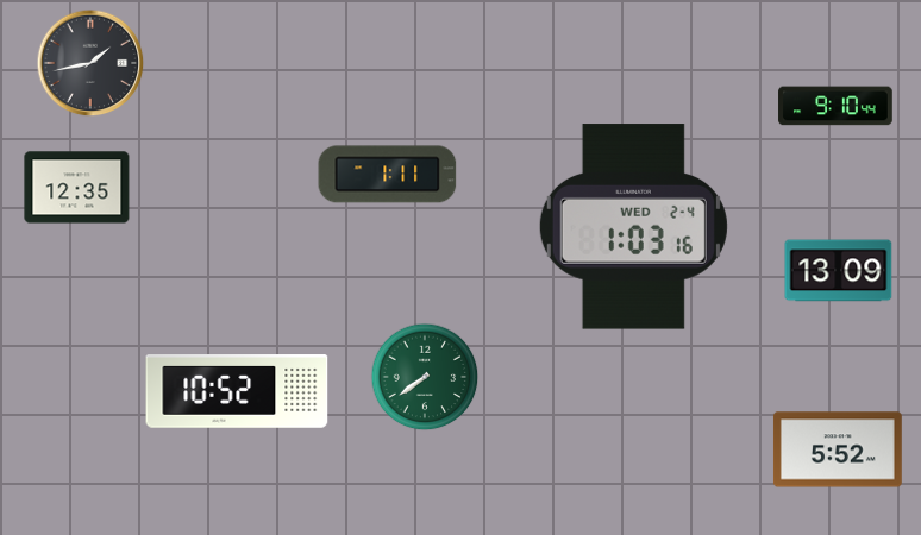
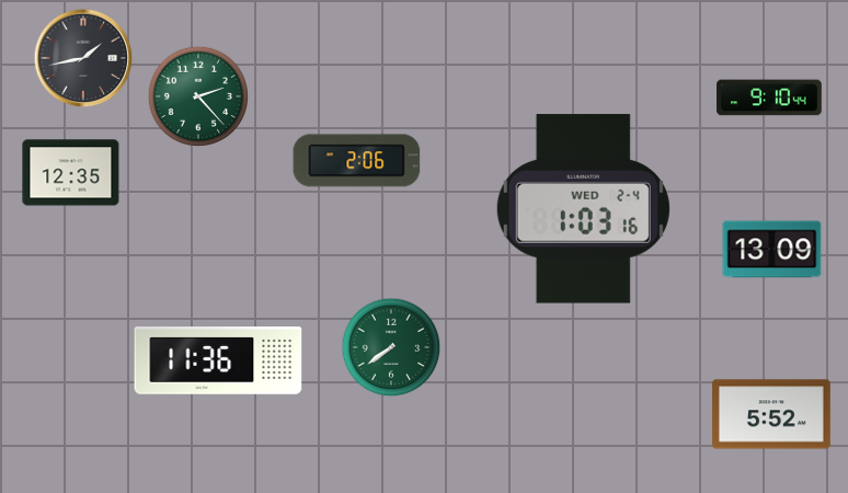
clock at (197, 95): none -> 2:23
clock at (388, 175): 1:11 -> 2:06
clock at (237, 391): 10:52 -> 11:36
